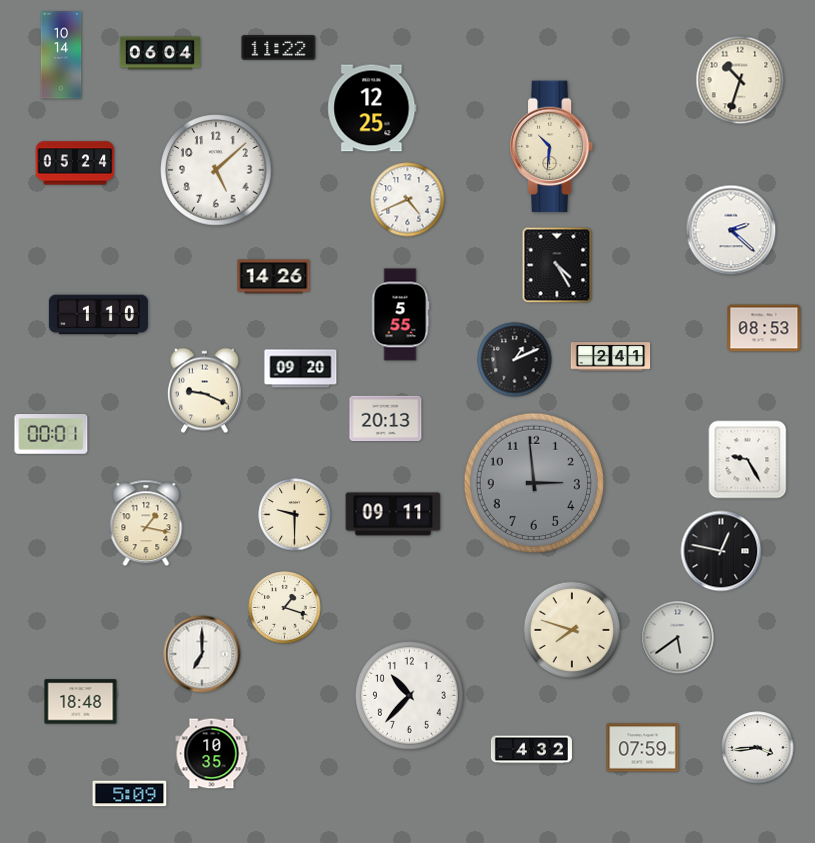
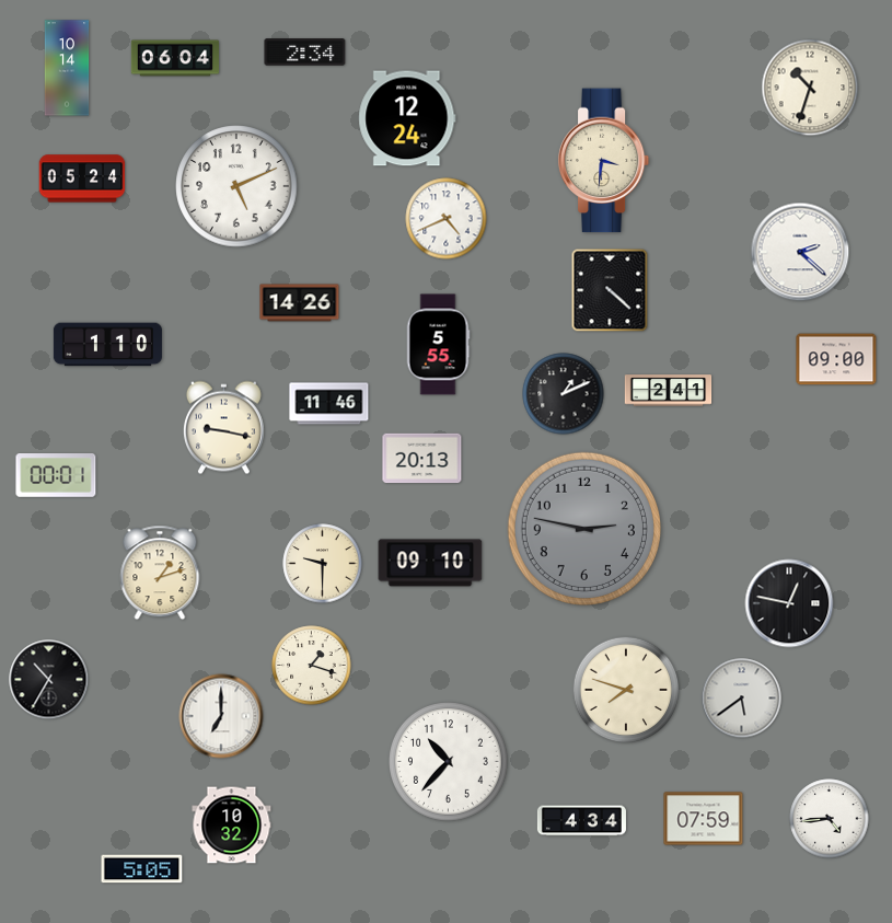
clock at (279, 48): 11:22 -> 2:34
clock at (61, 55) position: (61, 55) -> (67, 68)
clock at (372, 108): 12:25 -> 12:24
clock at (552, 147): 10:31 -> 3:31
clock at (216, 170): 5:08 -> 5:11
clock at (557, 265): 4:25 -> 4:22
clock at (764, 328): 08:53 -> 09:00
clock at (301, 369): 09:20 -> 11:46
clock at (204, 391): 9:19 -> 9:17
clock at (748, 460): 9:25 -> none
clock at (534, 483): 2:59 -> 2:47
clock at (393, 514): 09:11 -> 09:10
clock at (146, 523): 1:17 -> 1:12
clock at (49, 680): none -> 10:35
clock at (81, 702): 18:48 -> none
clock at (758, 748): 3:44 -> 4:44
clock at (531, 750): 4:32 -> 4:34
clock at (212, 754): 10:35 -> 10:32
clock at (130, 794): 5:09 -> 5:05
